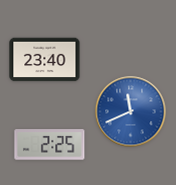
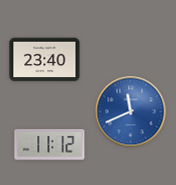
clock at (50, 145): 2:25 -> 11:12
